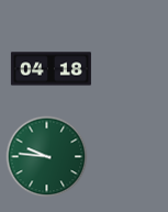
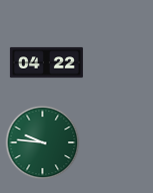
clock at (51, 69): 04:18 -> 04:22
